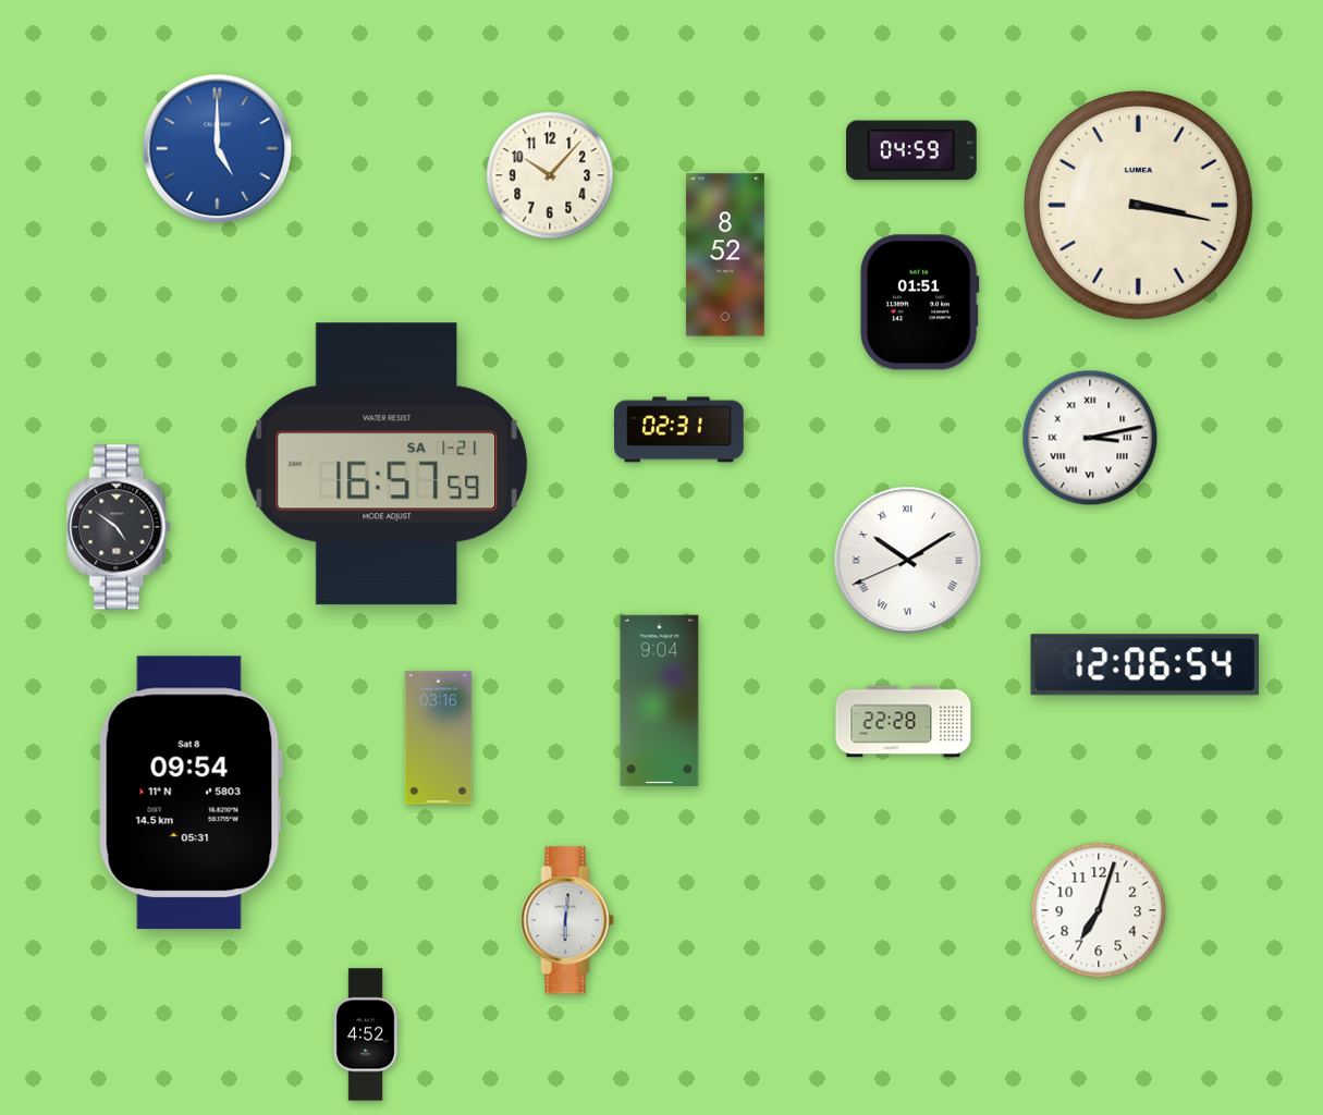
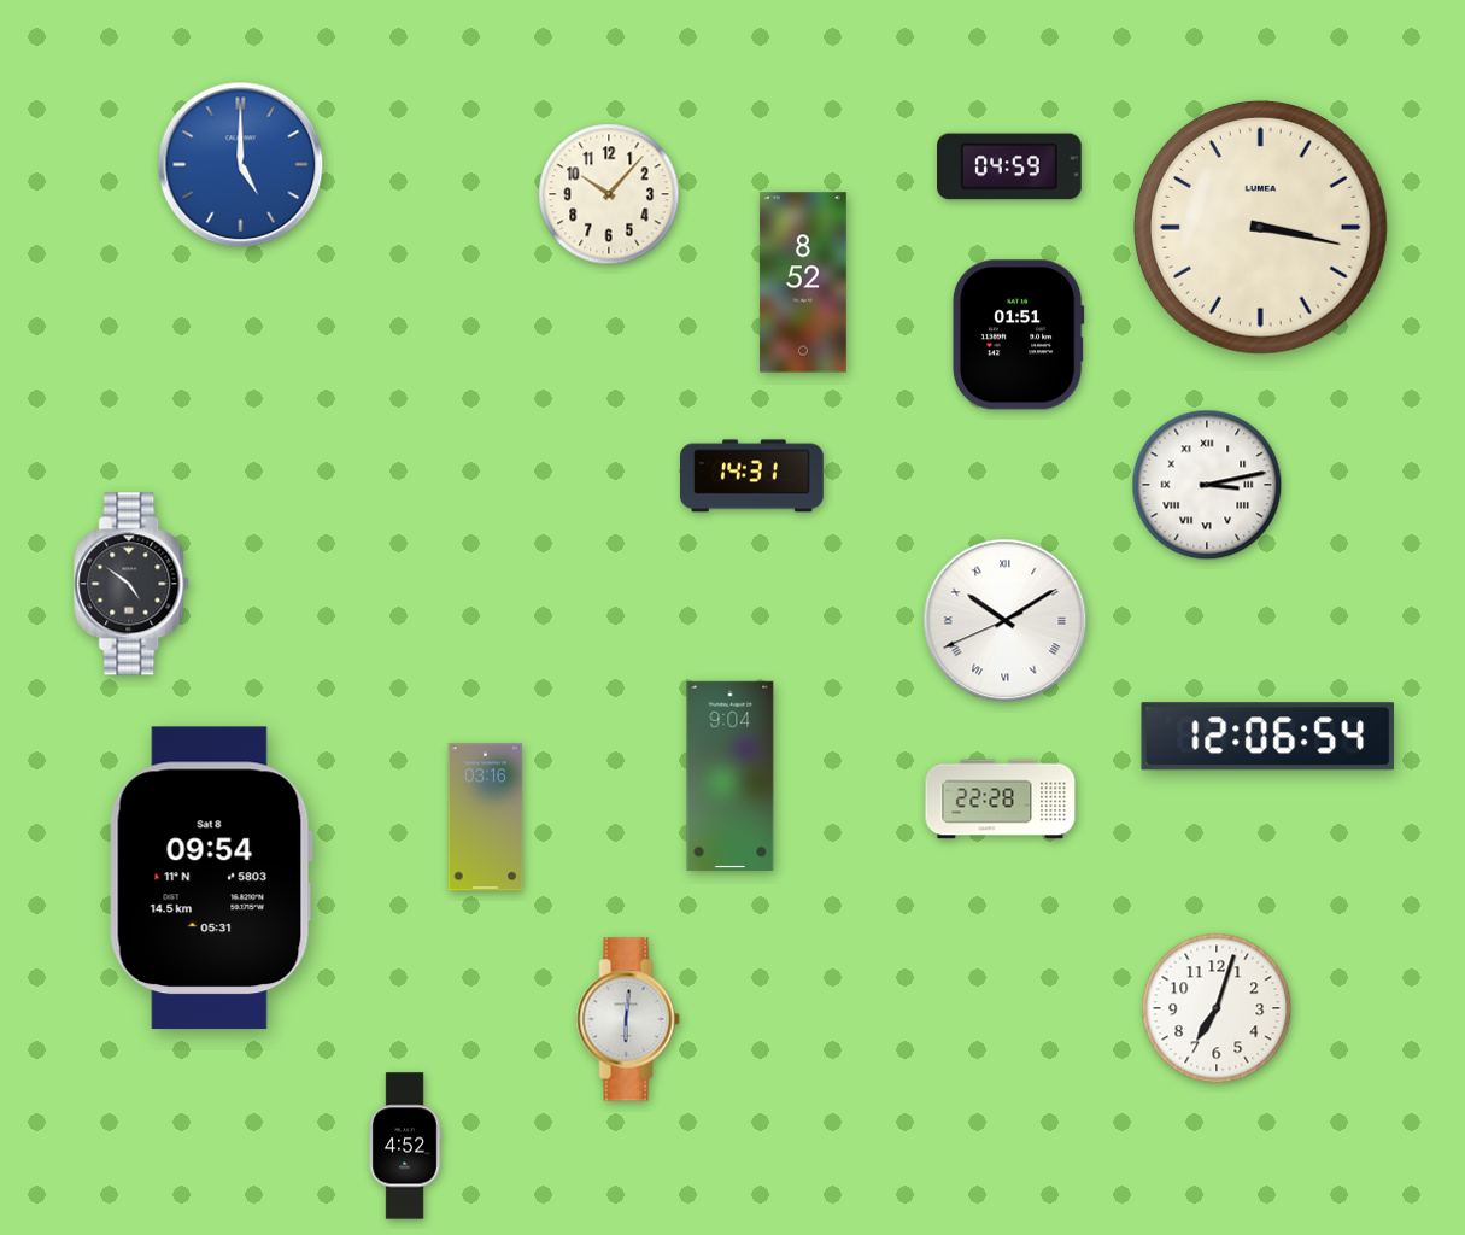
clock at (679, 430): 02:31 -> 14:31
clock at (387, 464): 16:57 -> none
